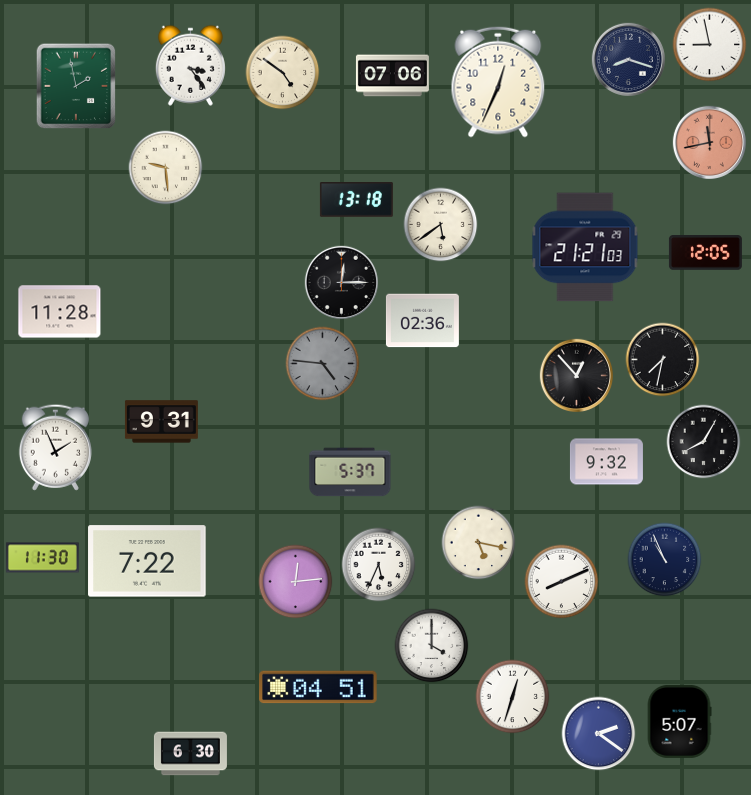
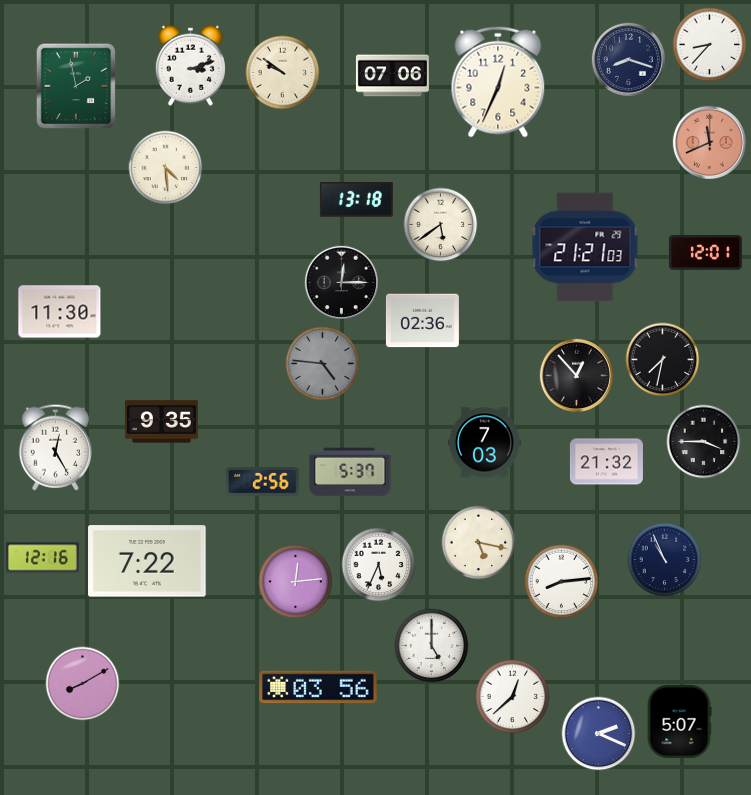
clock at (710, 45): 8:58 -> 8:37
clock at (190, 65): 3:24 -> 3:12
clock at (283, 73): 4:51 -> 9:51
clock at (709, 142): 11:43 -> 11:41
clock at (166, 168): 9:29 -> 4:29
clock at (705, 253): 12:05 -> 12:01
clock at (60, 312): 11:28 -> 11:30
clock at (161, 422): 9:31 -> 9:35
clock at (704, 442): 8:05 -> 3:45
clock at (484, 443): none -> 7:03
clock at (55, 447): 1:56 -> 12:25
clock at (606, 462): 9:32 -> 21:32
clock at (262, 482): none -> 2:56
clock at (42, 558): 11:30 -> 12:16
clock at (562, 582): 8:11 -> 8:14
clock at (432, 646): 4:00 -> 5:00
clock at (83, 684): none -> 8:10
clock at (318, 687): 04:51 -> 03:56
clock at (513, 697): 12:33 -> 12:38
clock at (599, 734): 2:21 -> 2:19
clock at (190, 754): 6:30 -> none
